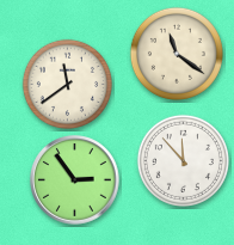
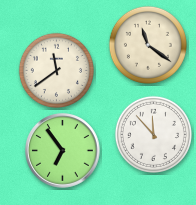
clock at (75, 180): 2:54 -> 6:54
